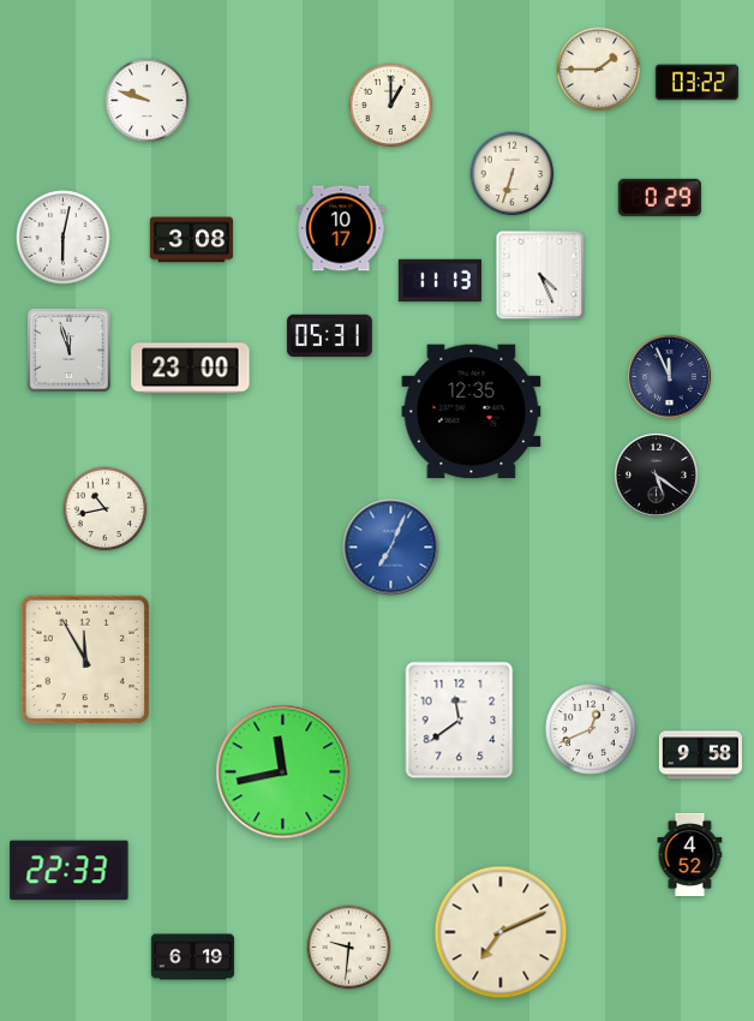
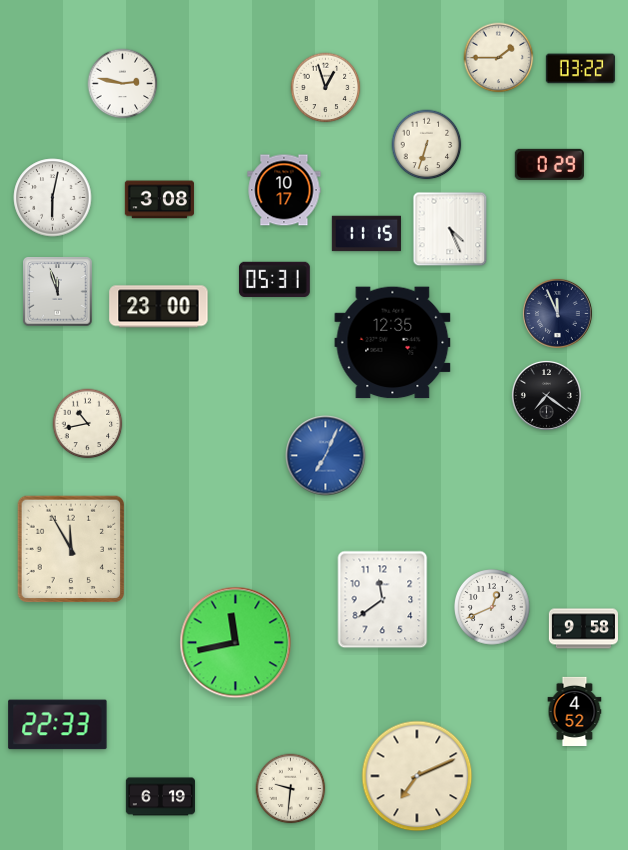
clock at (148, 101): 9:48 -> 2:47
clock at (391, 106): 1:00 -> 12:57
clock at (439, 281): 11:13 -> 11:15
clock at (656, 474): 5:21 -> 7:21
